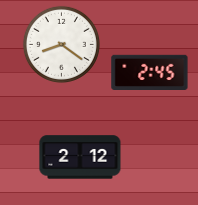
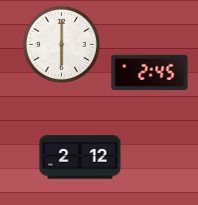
clock at (61, 44): 8:21 -> 6:00
